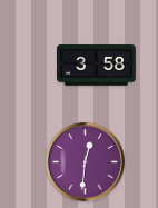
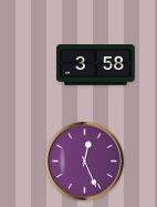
clock at (86, 162): 12:31 -> 12:26
